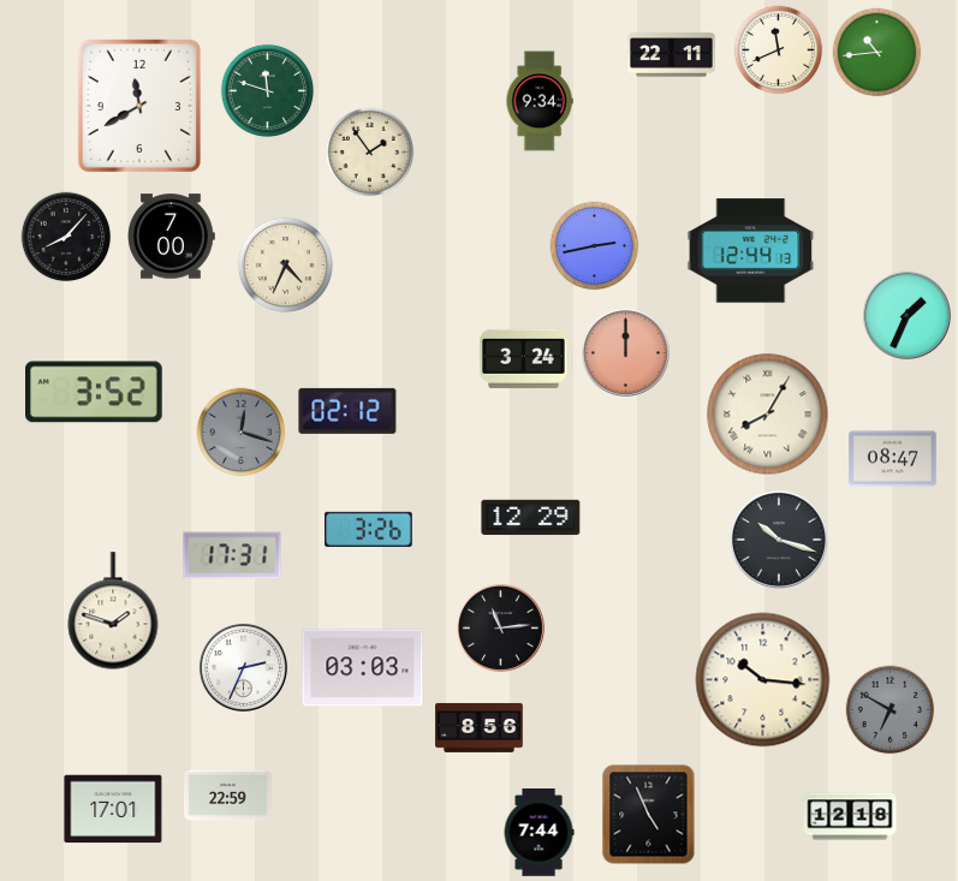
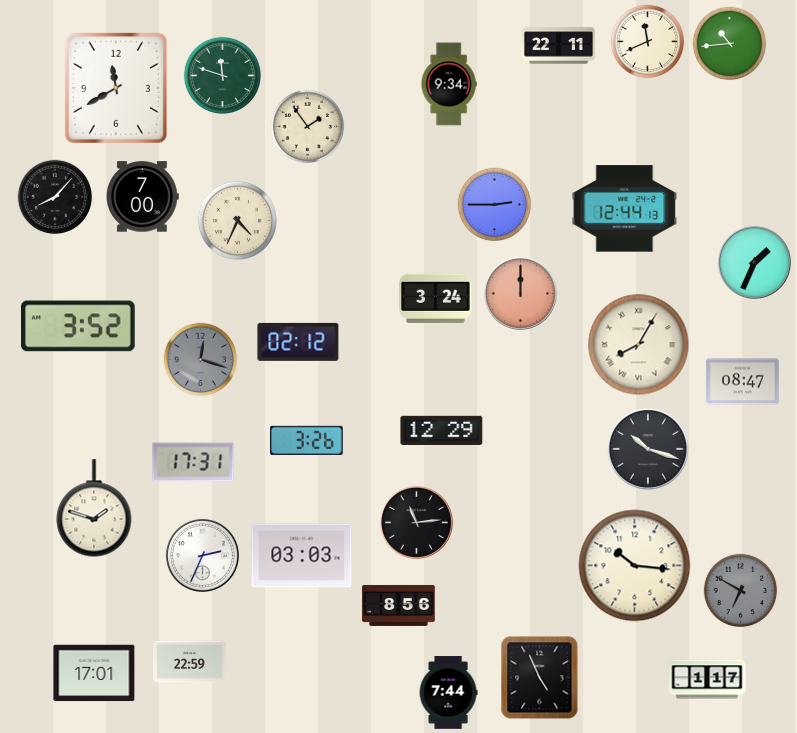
clock at (595, 246): 2:43 -> 2:45
clock at (347, 411) position: (347, 411) -> (298, 342)
clock at (850, 816): 12:18 -> 1:17
